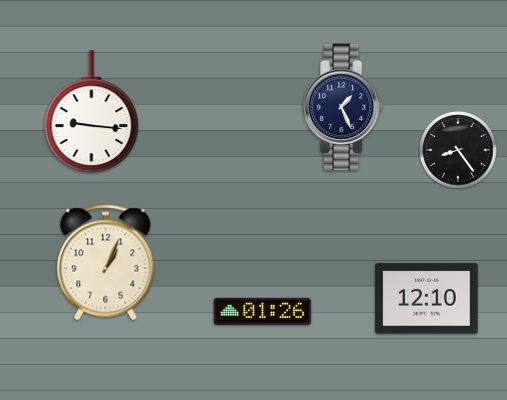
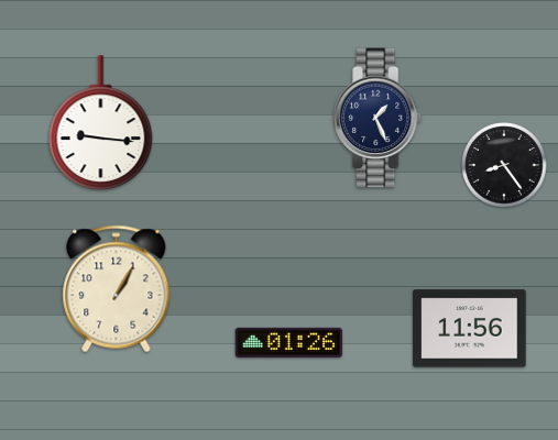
clock at (106, 263): 1:04 -> 1:05
clock at (427, 299): 12:10 -> 11:56
